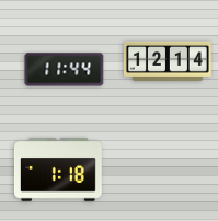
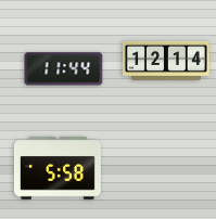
clock at (58, 170): 1:18 -> 5:58
